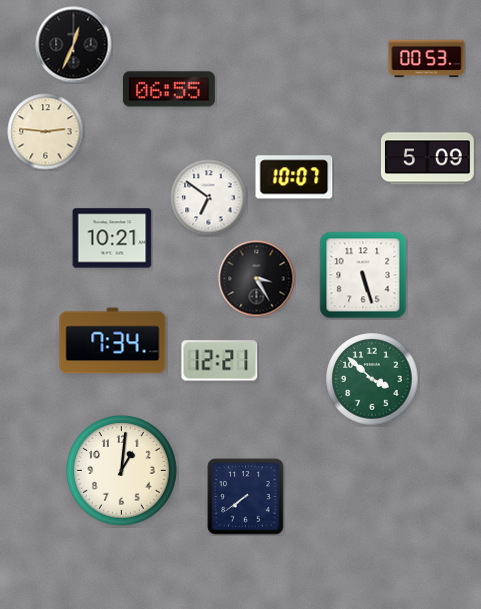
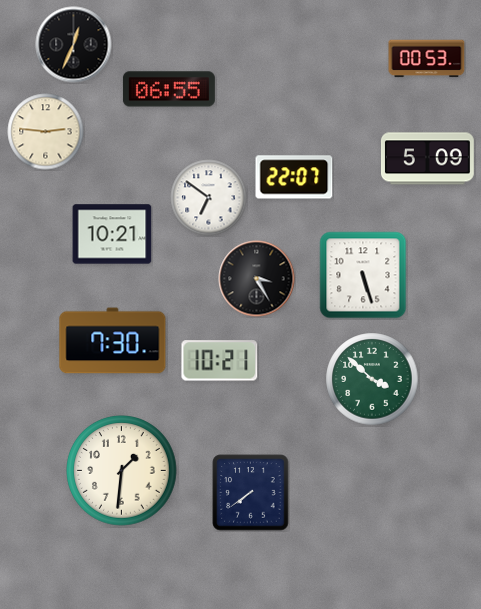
clock at (294, 177): 10:07 -> 22:07
clock at (112, 238) position: (112, 238) -> (112, 234)
clock at (113, 341): 7:34 -> 7:30
clock at (220, 361): 12:21 -> 10:21
clock at (122, 471): 1:01 -> 1:31
clock at (246, 497) position: (246, 497) -> (251, 493)
